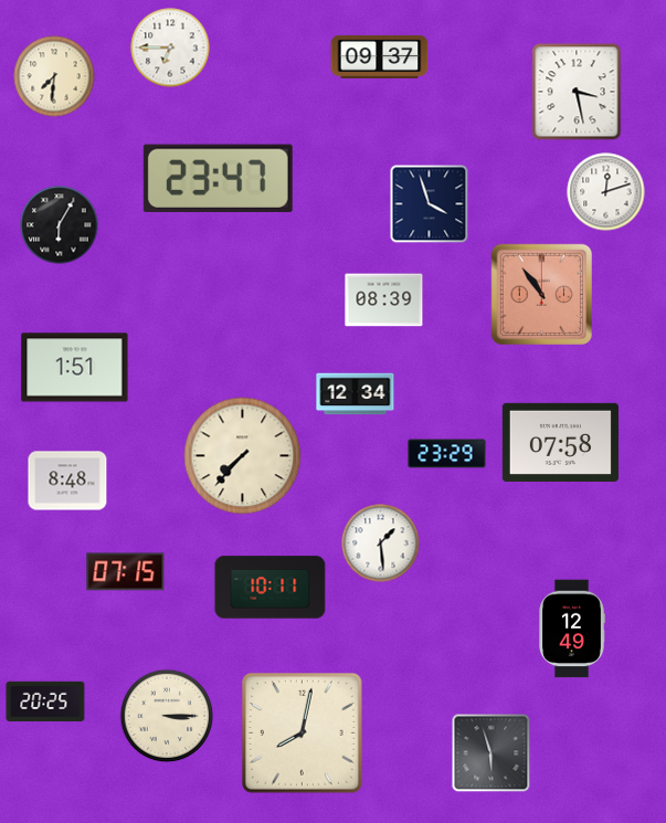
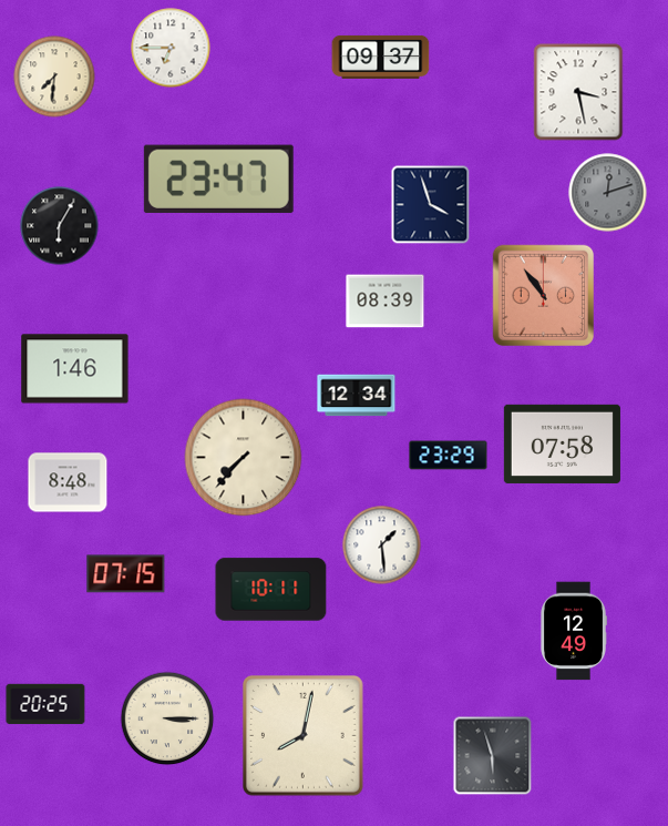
clock at (606, 192) dial: white -> grey
clock at (75, 368): 1:51 -> 1:46
